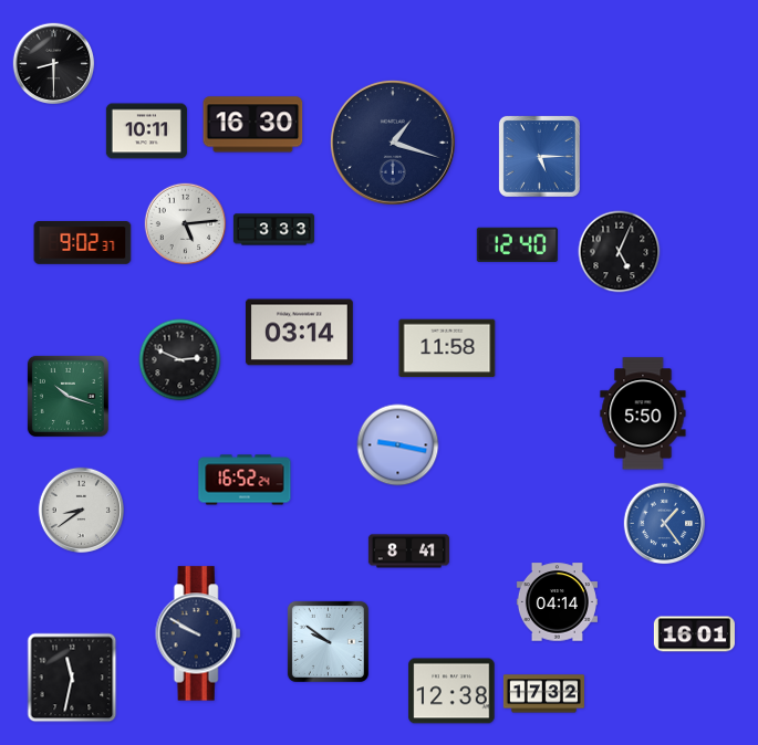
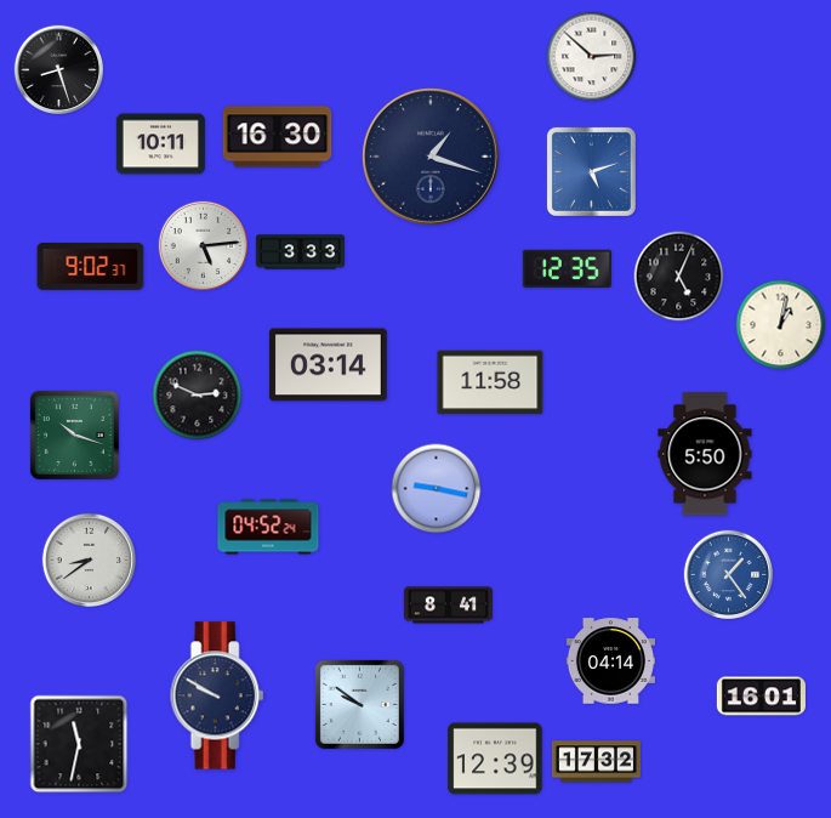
clock at (592, 57): none -> 2:52
clock at (54, 64): 8:30 -> 8:27
clock at (539, 156): 5:15 -> 5:12
clock at (517, 244): 12:40 -> 12:35
clock at (781, 325): none -> 1:02
clock at (245, 480): 16:52 -> 04:52
clock at (451, 691): 12:38 -> 12:39
